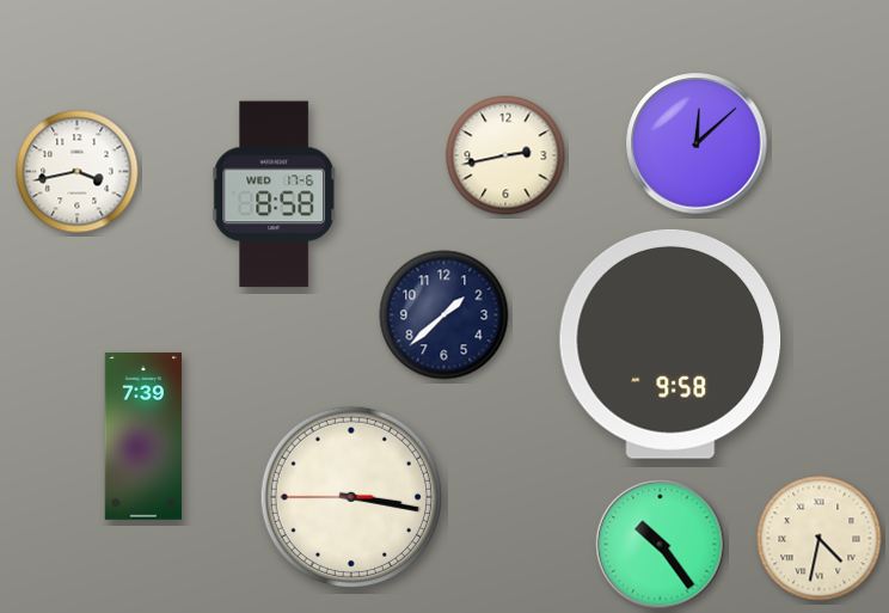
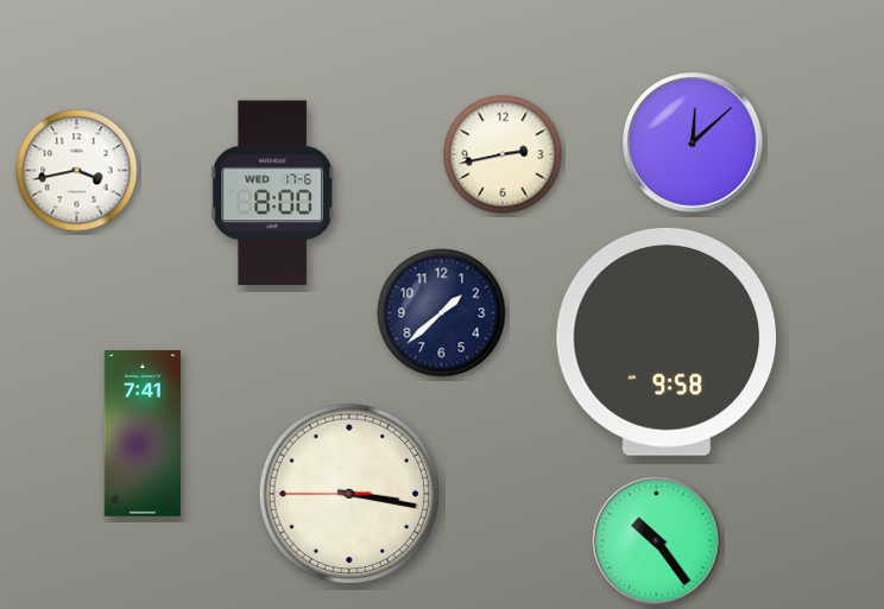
clock at (275, 195): 8:58 -> 8:00
clock at (142, 437): 7:39 -> 7:41
clock at (820, 539): 4:32 -> none
